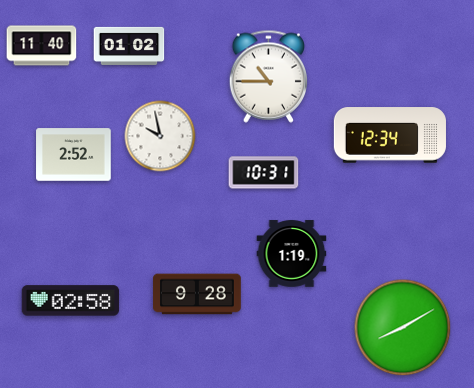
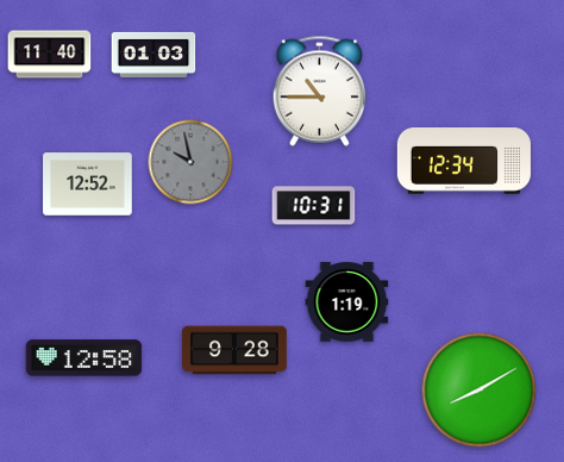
clock at (129, 46): 01:02 -> 01:03
clock at (160, 136) dial: white -> grey
clock at (74, 155): 2:52 -> 12:52
clock at (71, 301): 02:58 -> 12:58
